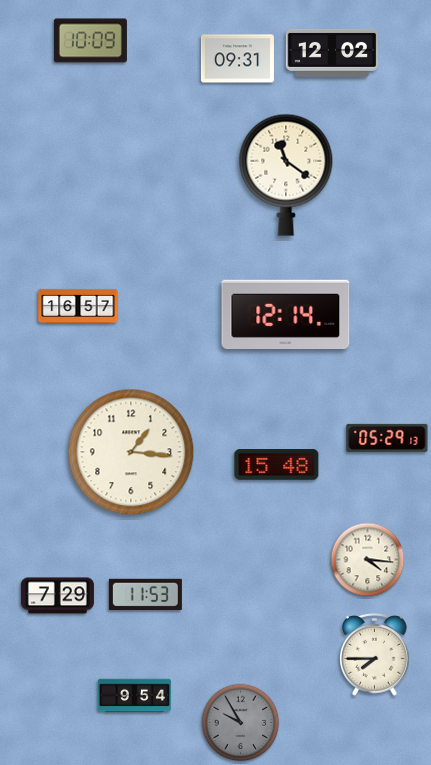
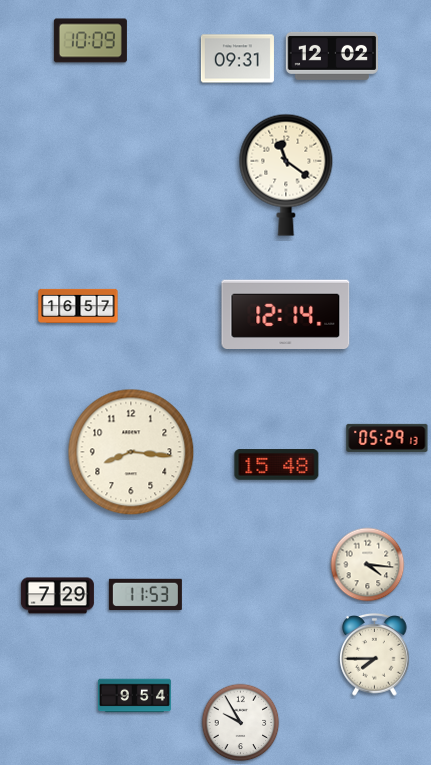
clock at (331, 53) position: (331, 53) -> (331, 56)
clock at (131, 452): 1:16 -> 8:16
clock at (368, 560) position: (368, 560) -> (368, 565)
clock at (241, 723) dial: grey -> white
